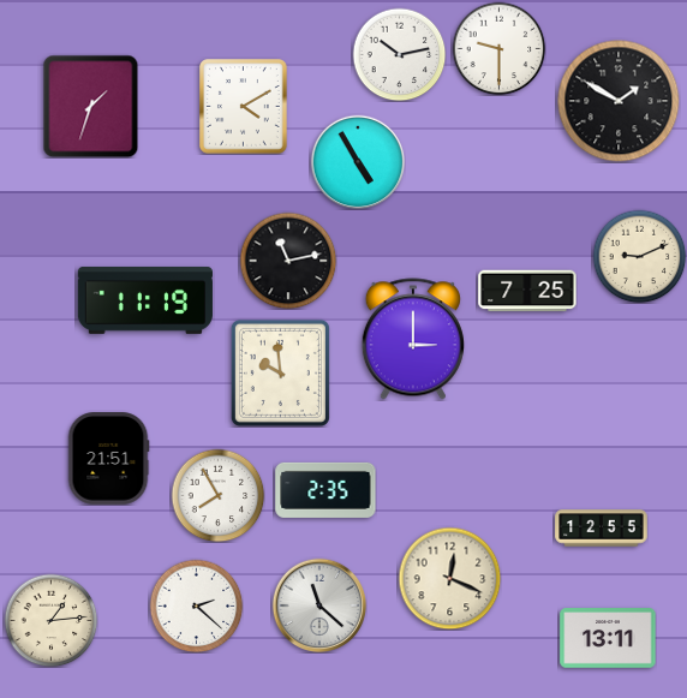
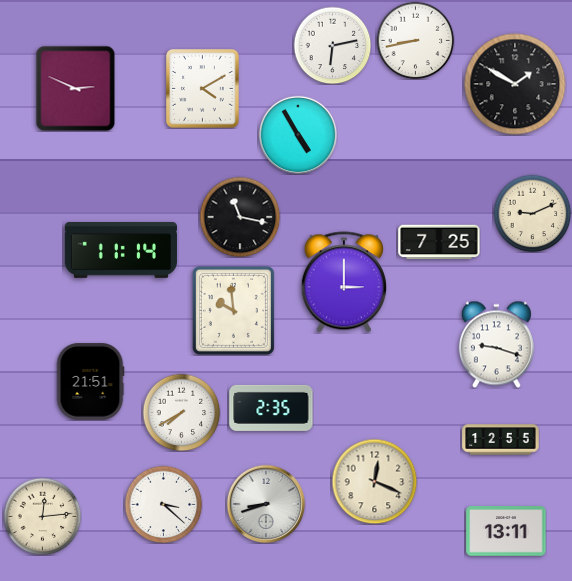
clock at (498, 48): 9:30 -> 8:43
clock at (399, 54): 10:13 -> 6:13
clock at (91, 106): 1:33 -> 2:49
clock at (288, 261): 11:13 -> 11:17
clock at (145, 300): 11:19 -> 11:14
clock at (496, 344): none -> 9:18
clock at (217, 495): 7:55 -> 7:40
clock at (196, 605): 2:22 -> 3:22
clock at (319, 605): 11:22 -> 8:42
clock at (50, 620): 1:14 -> 12:14
